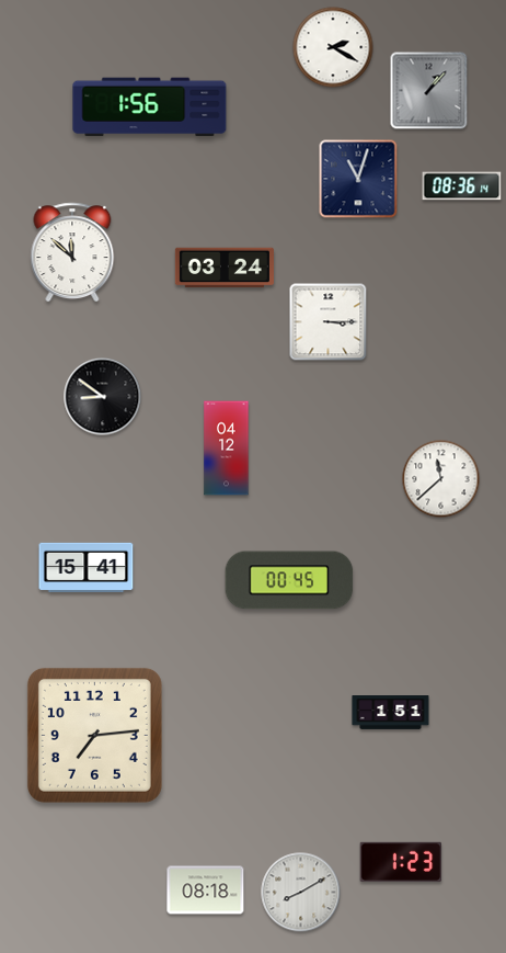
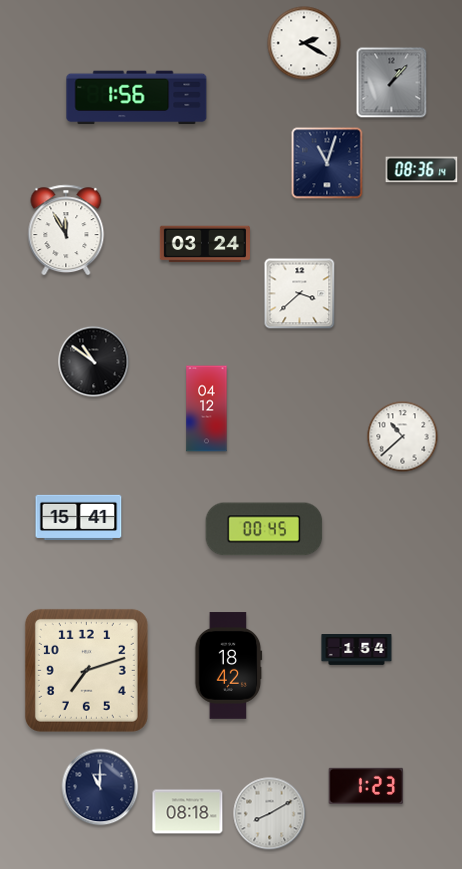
clock at (72, 252): 11:52 -> 11:55
clock at (329, 322): 3:15 -> 3:38
clock at (103, 397): 8:51 -> 10:51
clock at (441, 479): 11:38 -> 10:38
clock at (391, 713): 1:51 -> 1:54
clock at (229, 666): none -> 18:42
clock at (94, 735): 7:14 -> 7:12
clock at (100, 787): none -> 11:00
clock at (301, 893) position: (301, 893) -> (270, 814)
